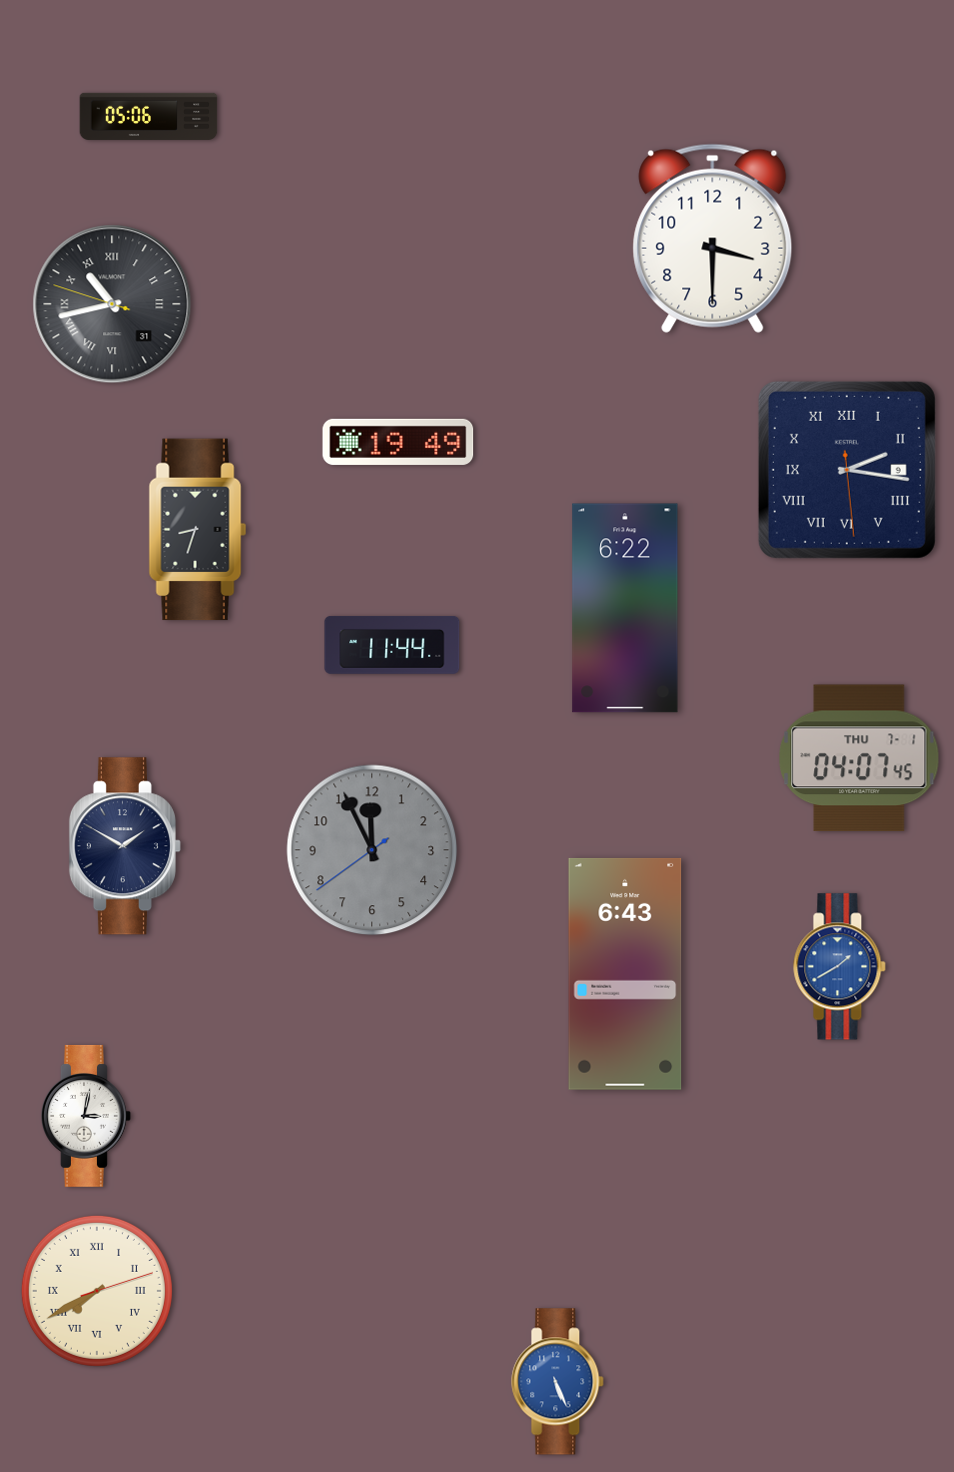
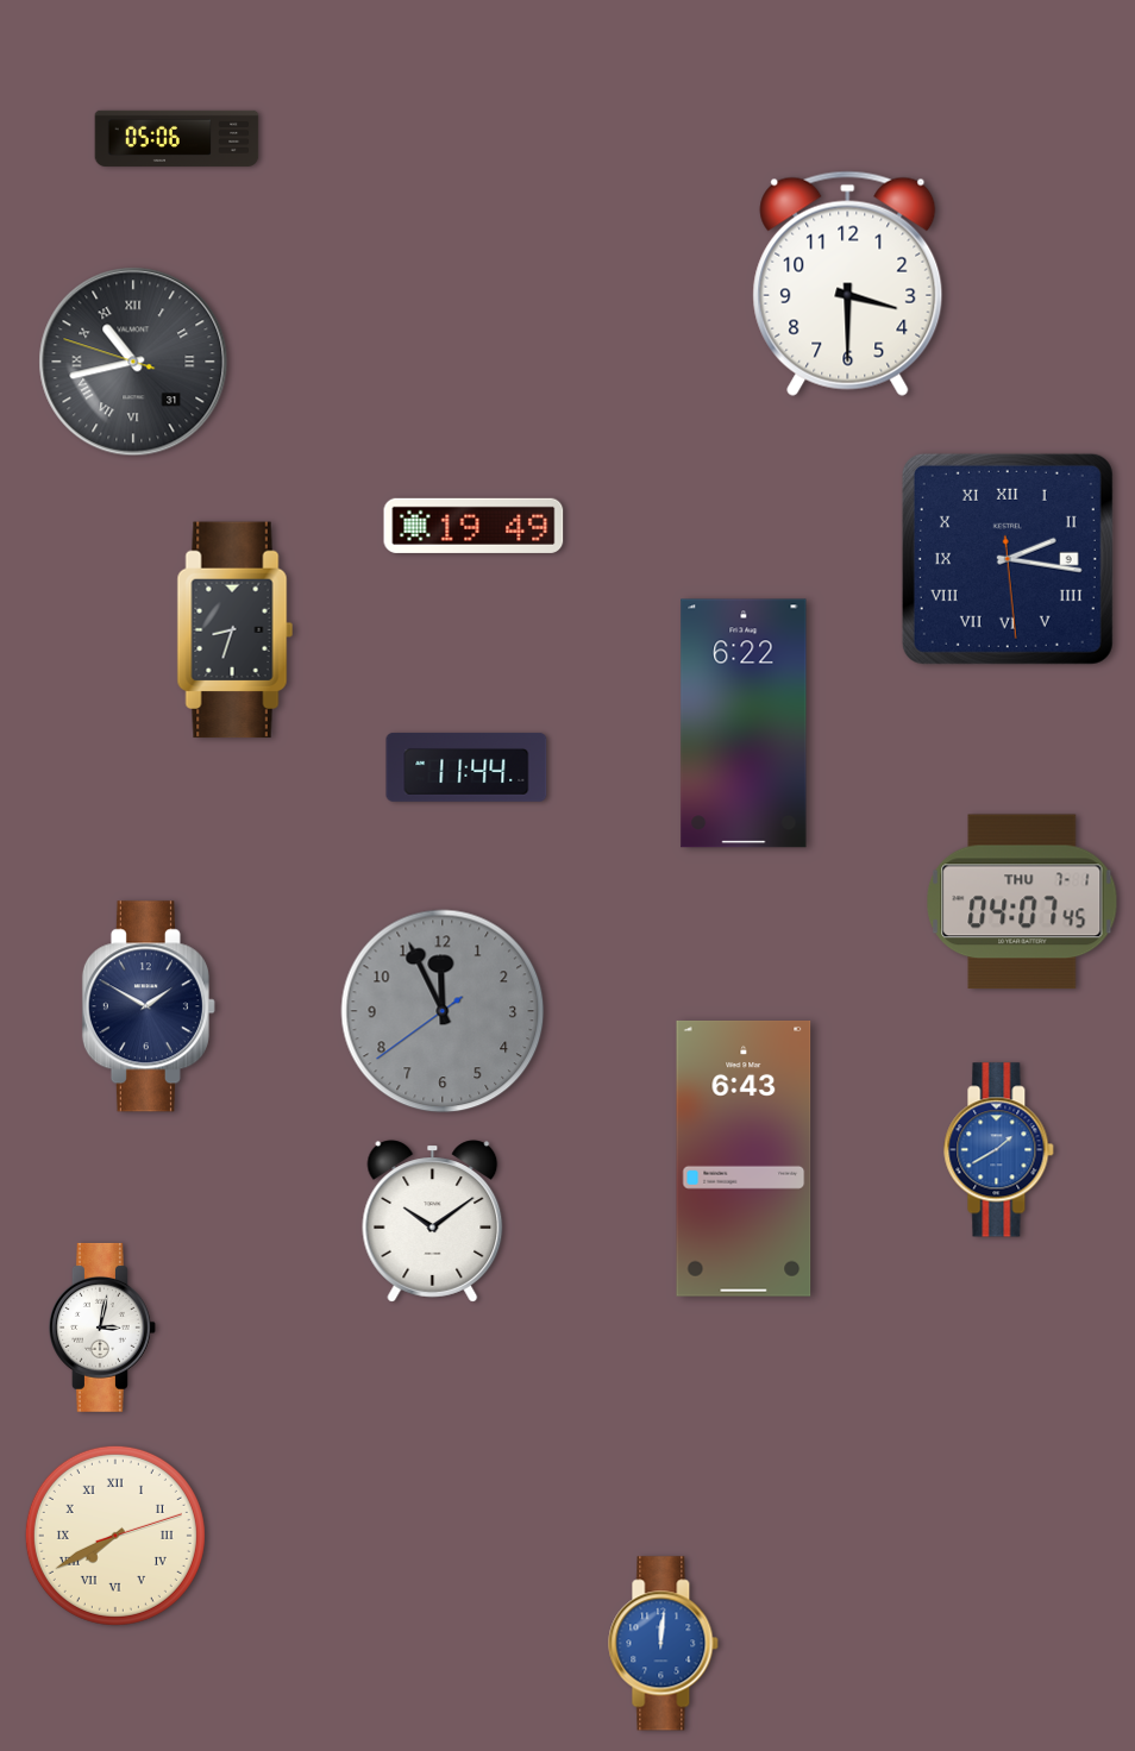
clock at (433, 1222): none -> 10:09
clock at (558, 1382): 5:26 -> 12:01
